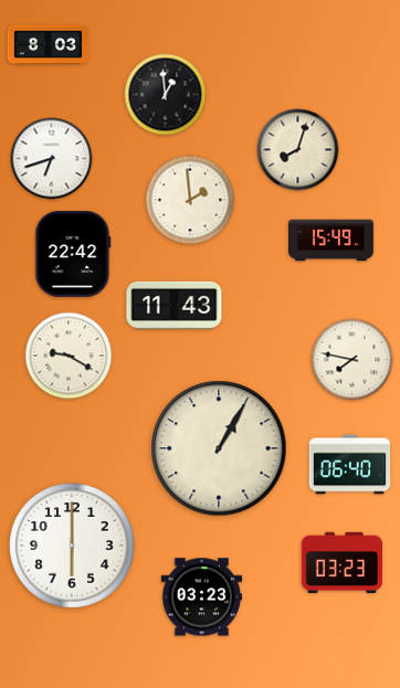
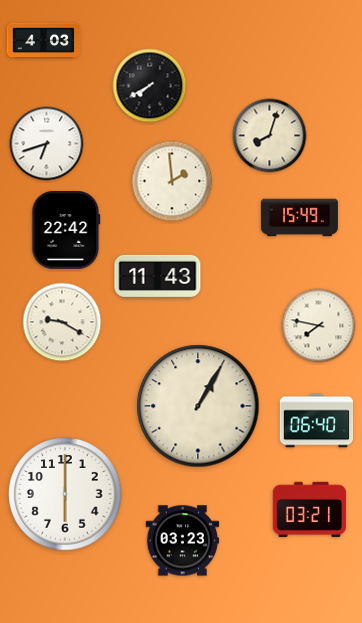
clock at (49, 45): 8:03 -> 4:03
clock at (166, 95): 12:59 -> 7:40
clock at (343, 562): 03:23 -> 03:21
